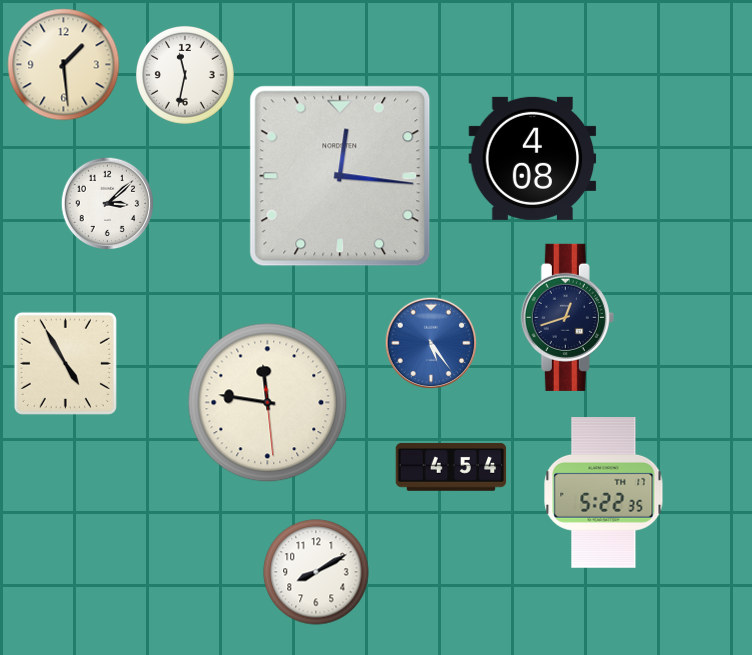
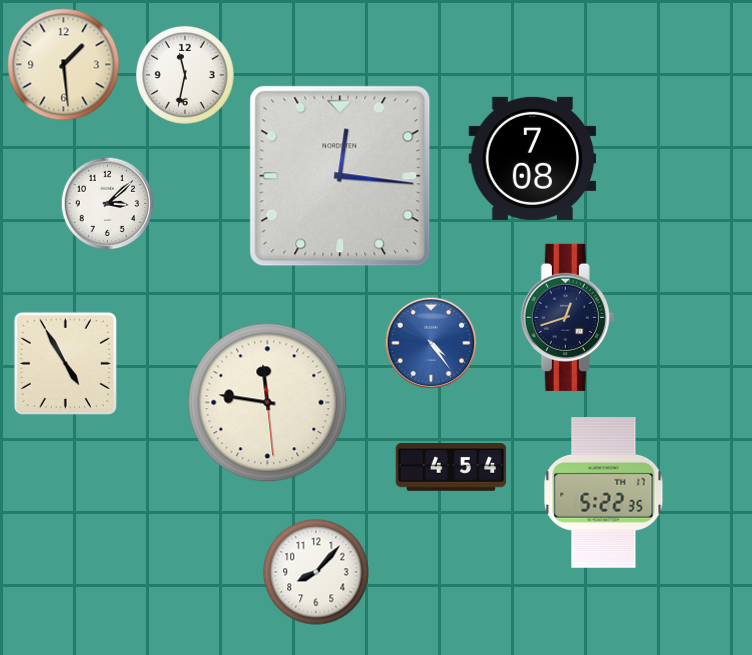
clock at (533, 158): 4:08 -> 7:08
clock at (431, 343): 5:24 -> 4:24
clock at (316, 572): 8:10 -> 8:07
